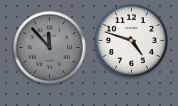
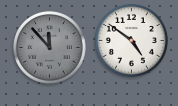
clock at (132, 41): 4:48 -> 4:51
